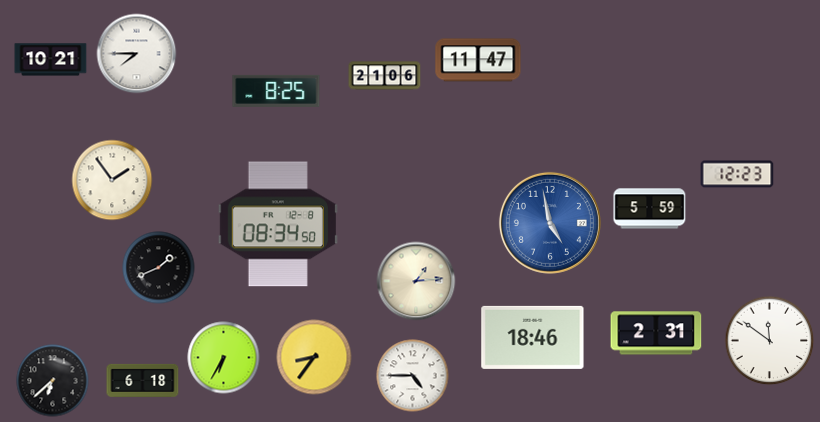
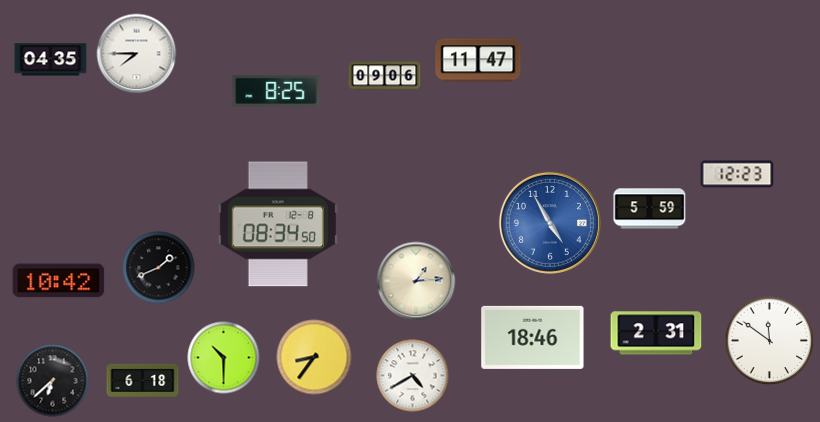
clock at (51, 60): 10:21 -> 04:35
clock at (385, 76): 21:06 -> 09:06
clock at (112, 180): 1:54 -> none
clock at (550, 223): 4:58 -> 4:55
clock at (59, 281): none -> 10:42
clock at (224, 358): 6:35 -> 10:30
clock at (413, 376): 4:45 -> 4:40
